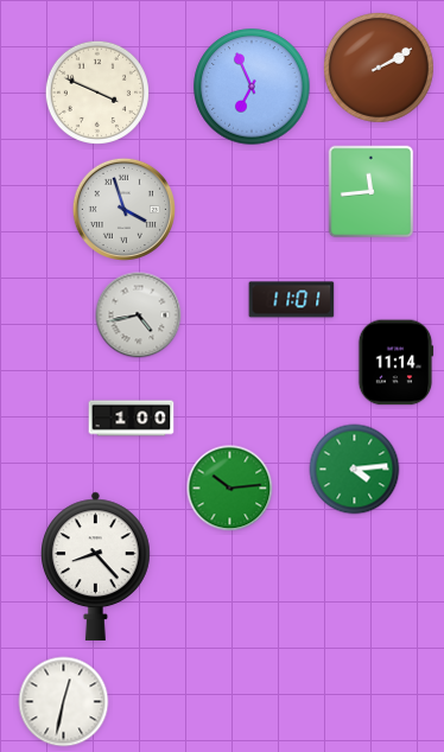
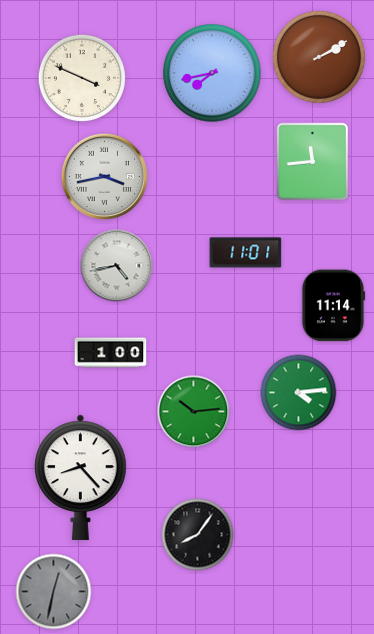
clock at (252, 87): 6:56 -> 7:43
clock at (123, 209): 3:57 -> 3:43
clock at (355, 470) position: (355, 470) -> (299, 393)
clock at (198, 535): none -> 8:06
clock at (64, 702) dial: white -> grey
